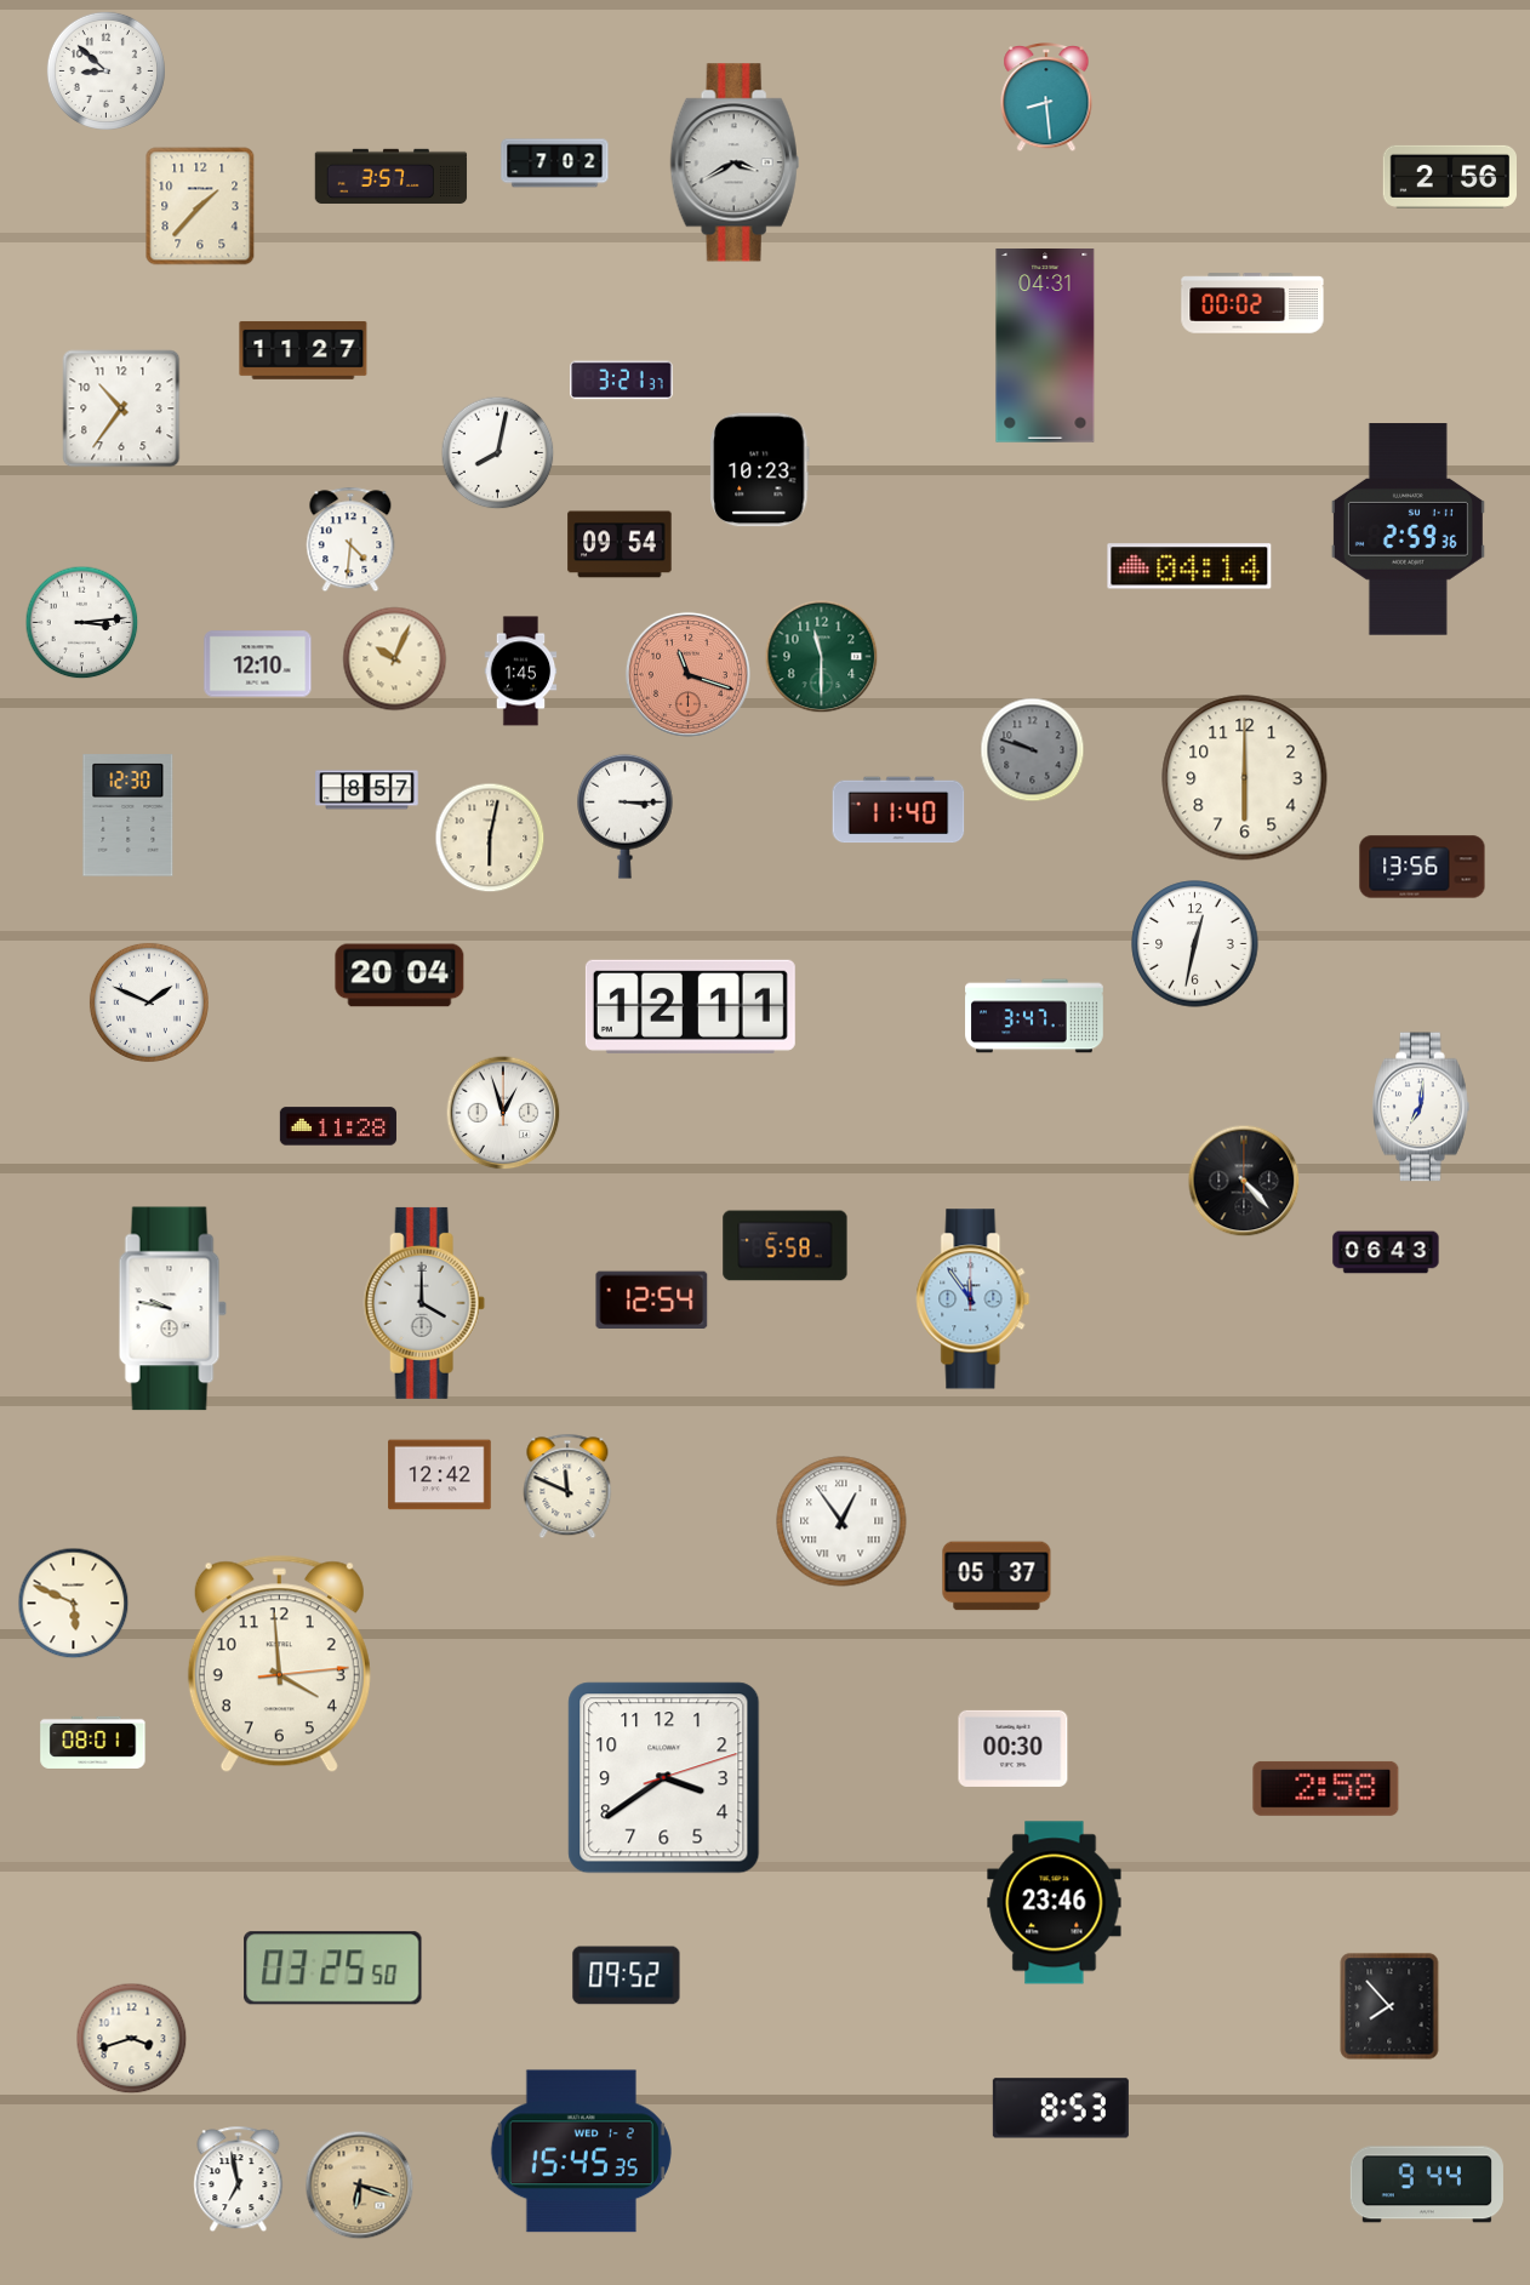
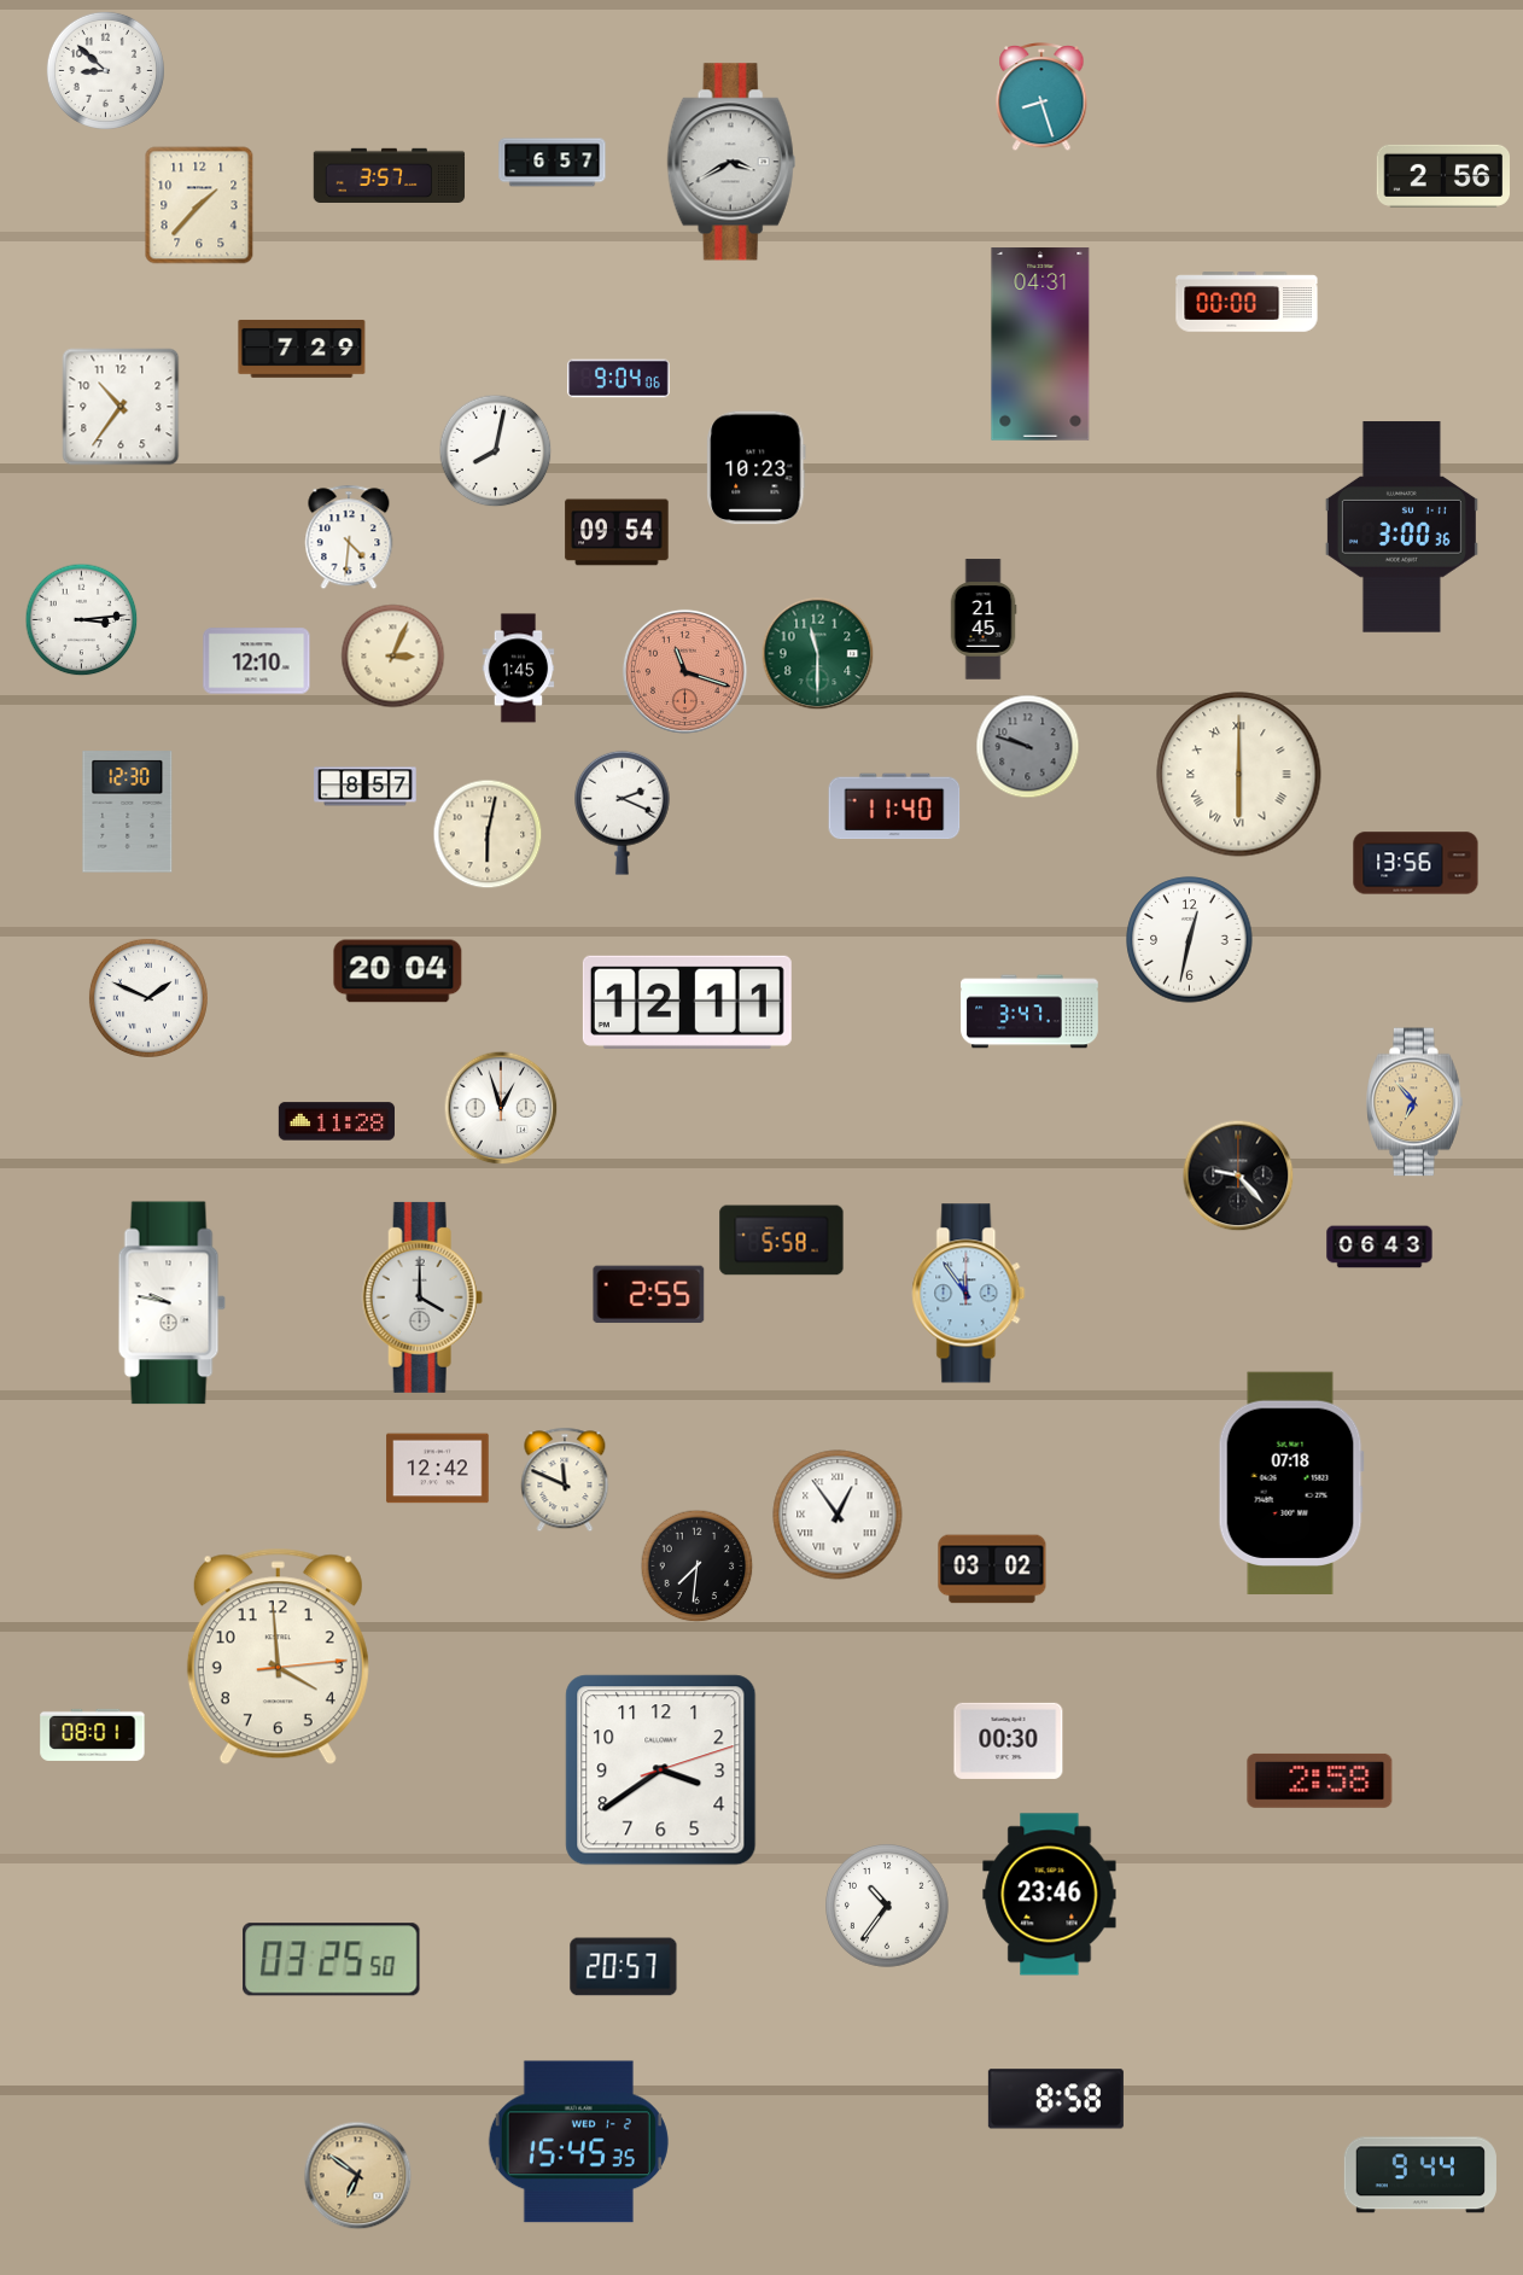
clock at (1046, 98): 8:29 -> 8:27
clock at (555, 164): 7:02 -> 6:57
clock at (1252, 303): 00:02 -> 00:00
clock at (303, 350): 11:27 -> 7:29
clock at (622, 381): 3:21 -> 9:04
clock at (1408, 530): 2:59 -> 3:00
clock at (620, 544) position: (620, 544) -> (617, 532)
clock at (1189, 566): 04:14 -> none
clock at (984, 619): none -> 21:45
clock at (395, 659): 10:04 -> 3:04
clock at (1245, 778) numerals: Arabic -> Roman
clock at (626, 816): 3:15 -> 2:19
clock at (1421, 1107): 7:01 -> 6:53
clock at (1421, 1107) dial: white -> champagne
clock at (1244, 1181): 4:23 -> 9:23
clock at (652, 1301): 12:54 -> 2:55
clock at (1291, 1482): none -> 07:18
clock at (698, 1567): none -> 7:31
clock at (997, 1576): 05:37 -> 03:02
clock at (74, 1604): 5:49 -> none
clock at (888, 1907): none -> 10:36
clock at (627, 1976): 09:52 -> 20:57
clock at (1389, 2006): 7:53 -> none
clock at (132, 2039): 3:42 -> none
clock at (1061, 2108): 8:53 -> 8:58
clock at (239, 2180): 6:58 -> none
clock at (360, 2186): 6:18 -> 6:51
